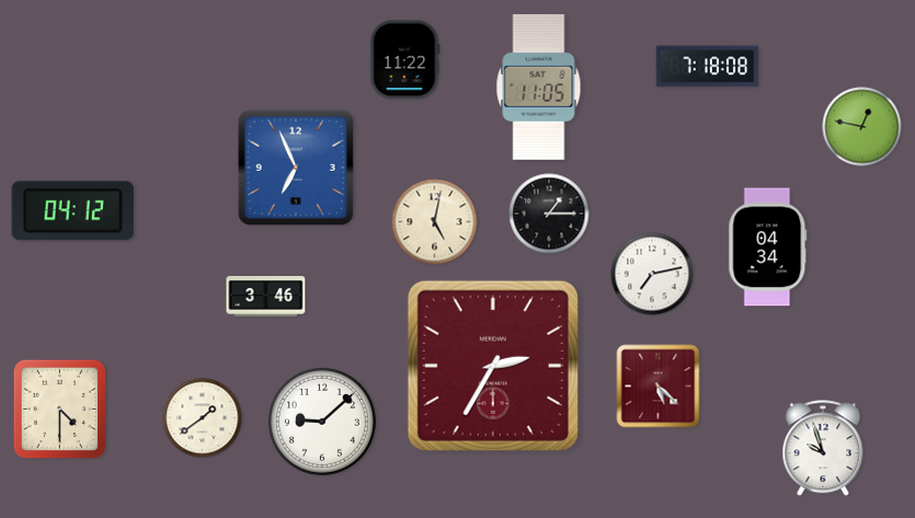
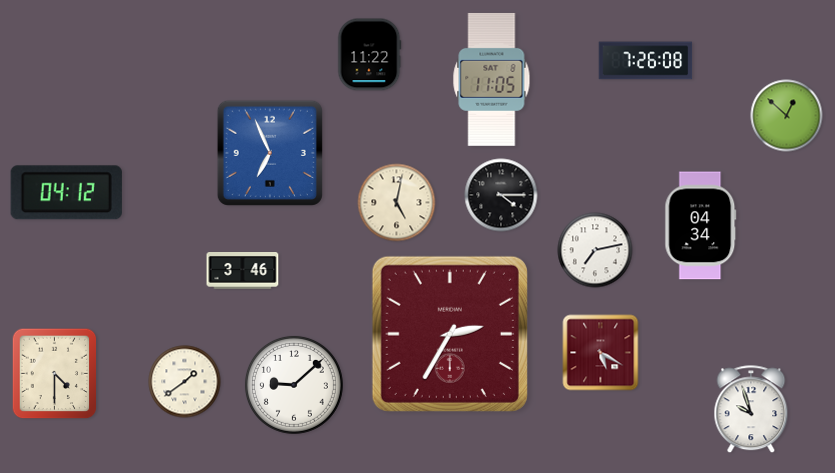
clock at (708, 67): 7:18 -> 7:26
clock at (862, 127): 12:47 -> 12:52
clock at (549, 214): 1:15 -> 4:15
clock at (659, 387): 5:22 -> 5:20
